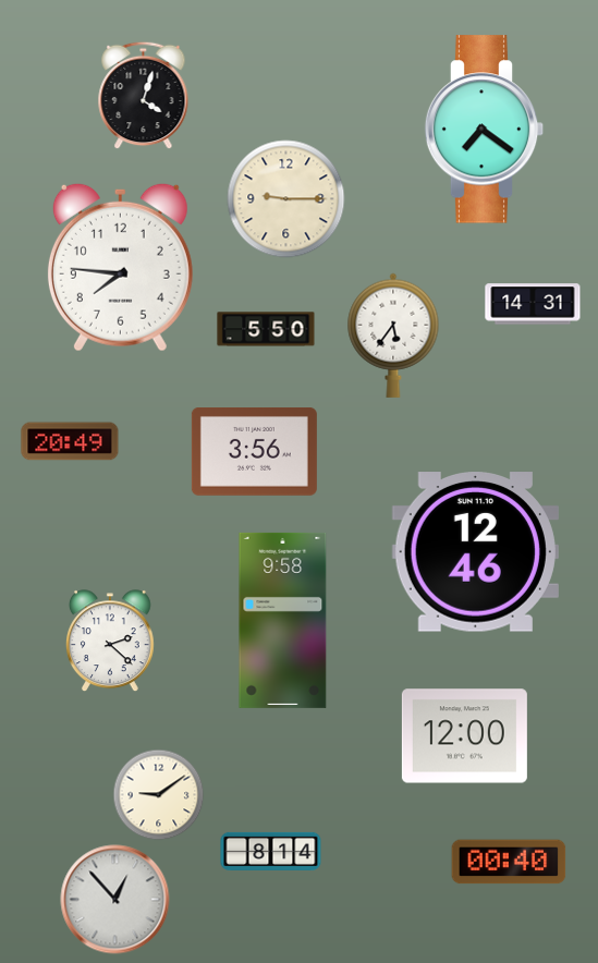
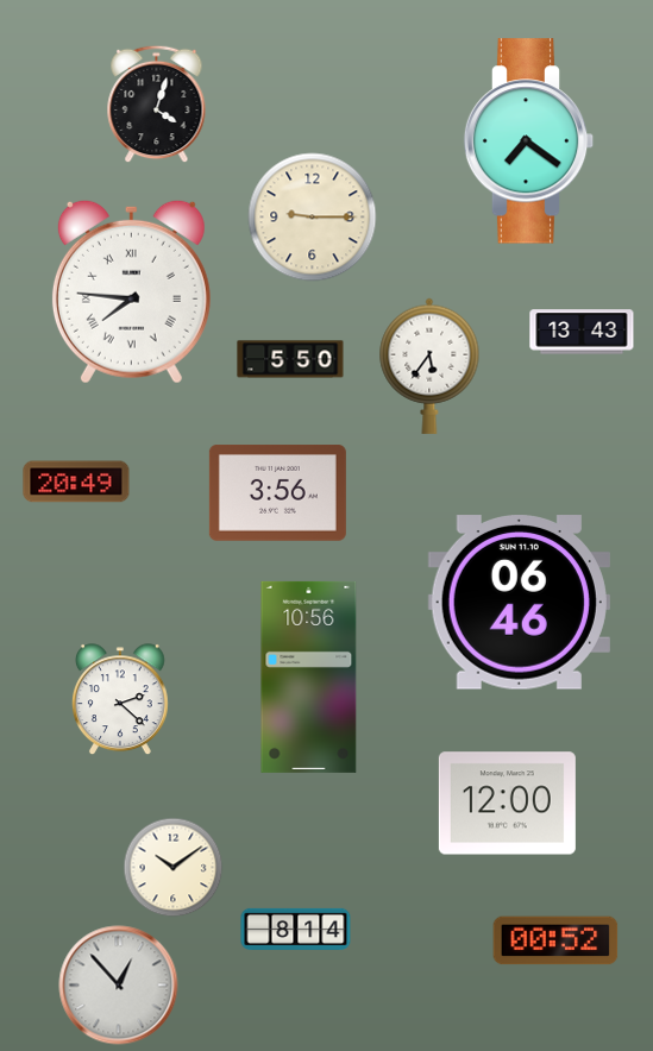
clock at (120, 267) numerals: Arabic -> Roman
clock at (533, 304): 14:31 -> 13:43
clock at (475, 552): 12:46 -> 06:46
clock at (283, 620): 9:58 -> 10:56
clock at (158, 794): 9:09 -> 10:09
clock at (509, 862): 00:40 -> 00:52
clock at (115, 900) position: (115, 900) -> (119, 986)
